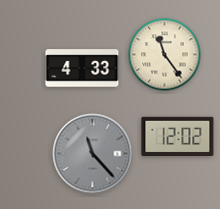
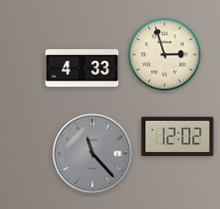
clock at (165, 55): 11:24 -> 2:57
